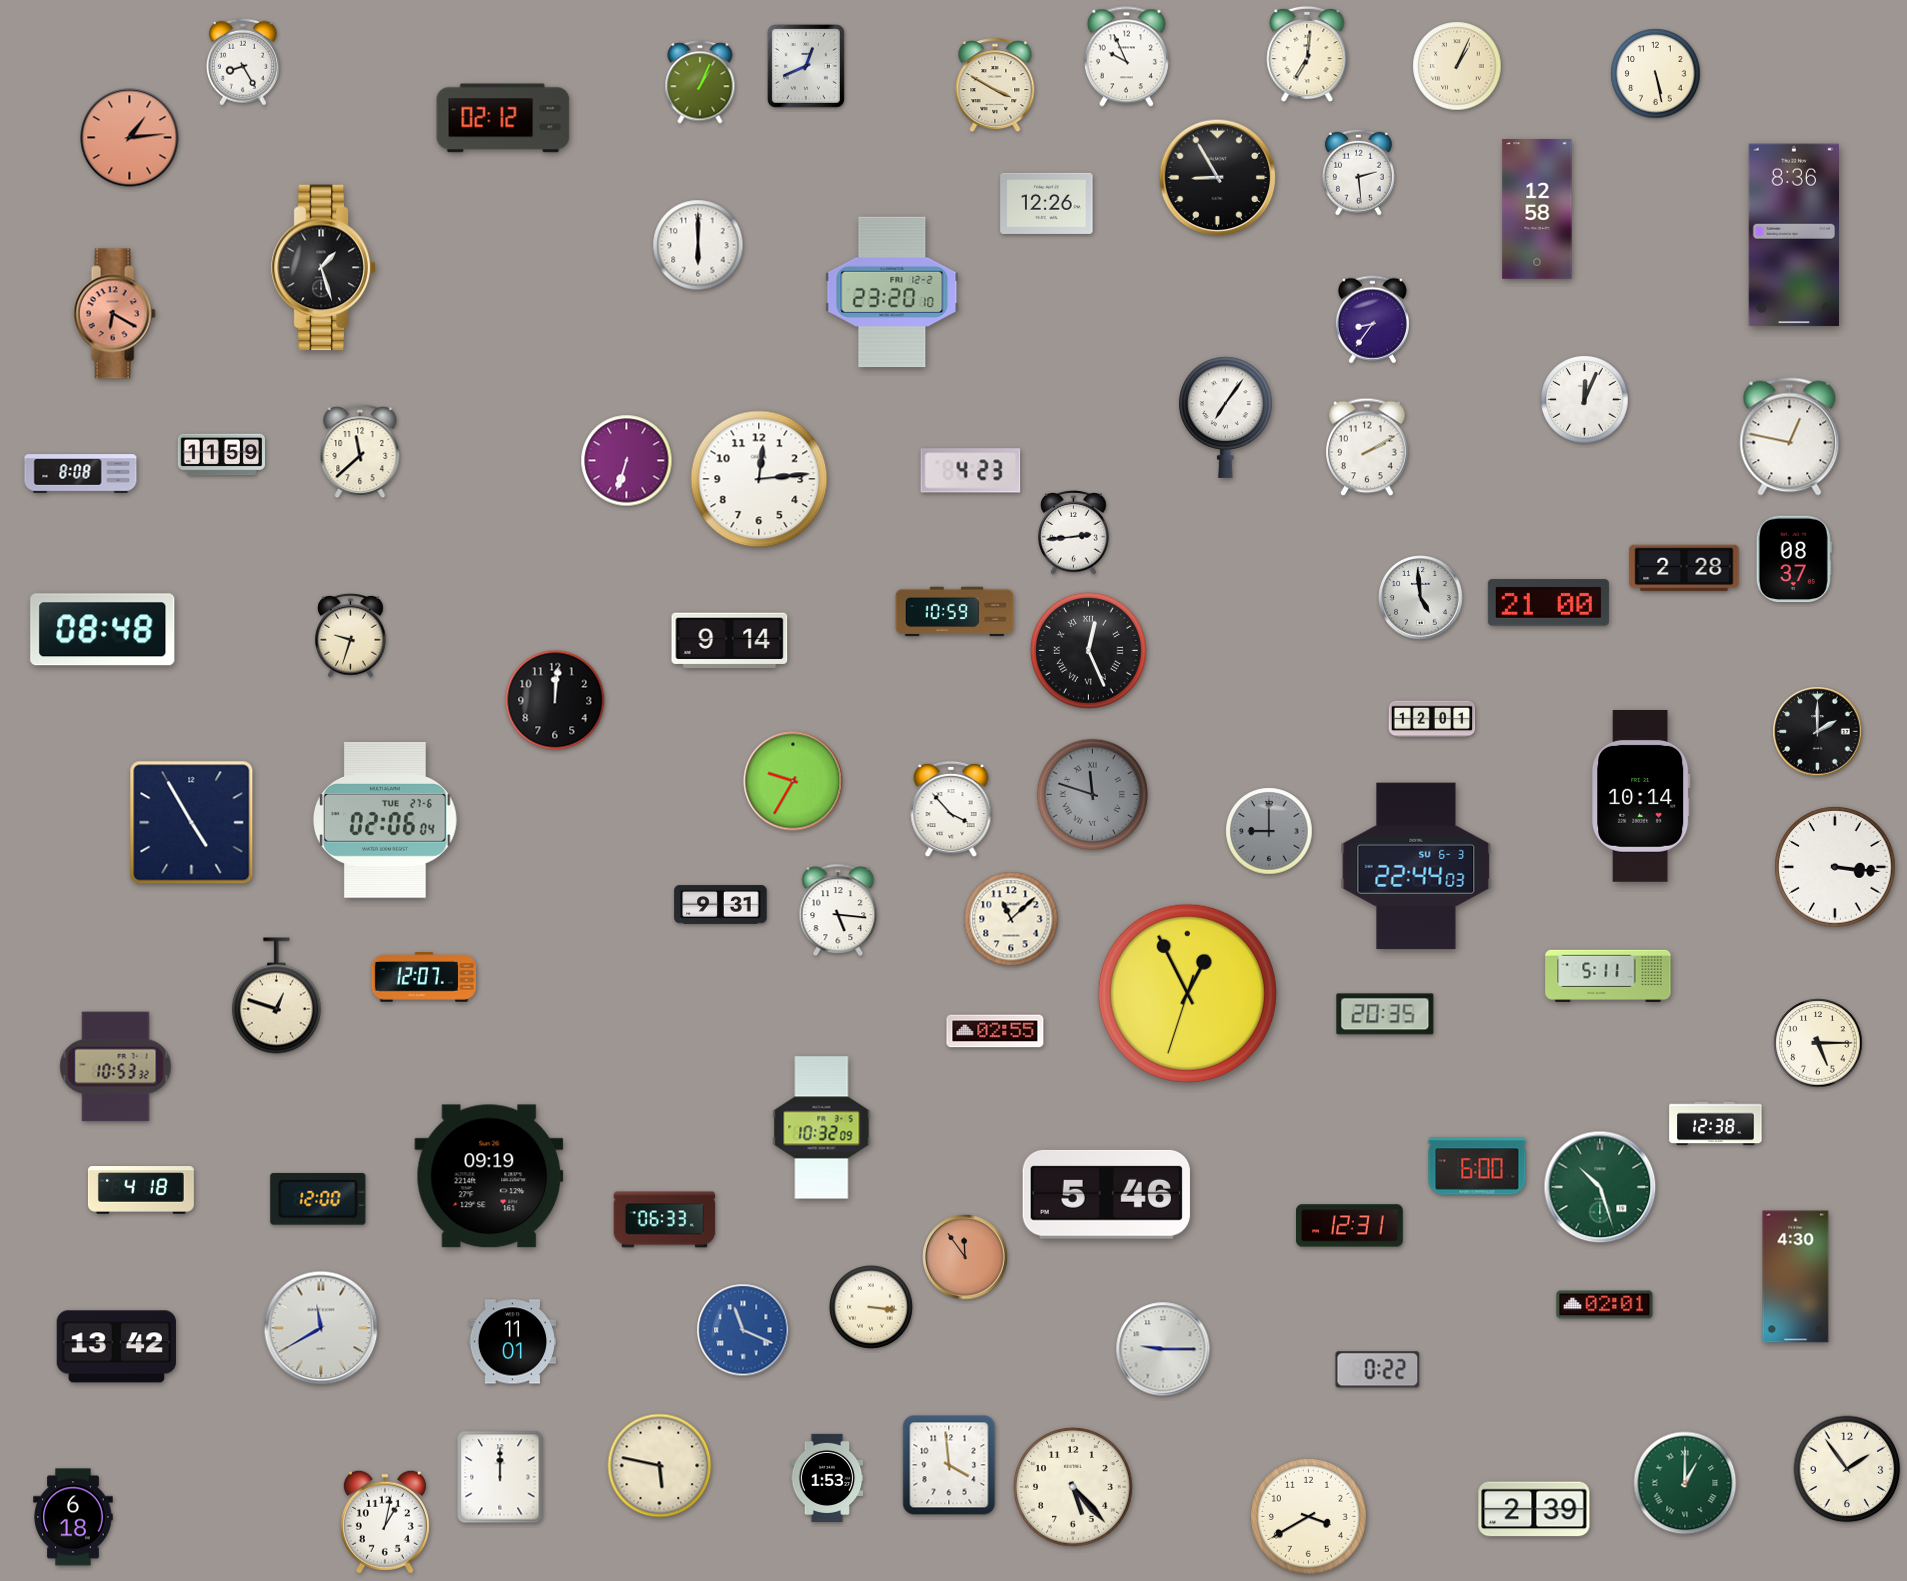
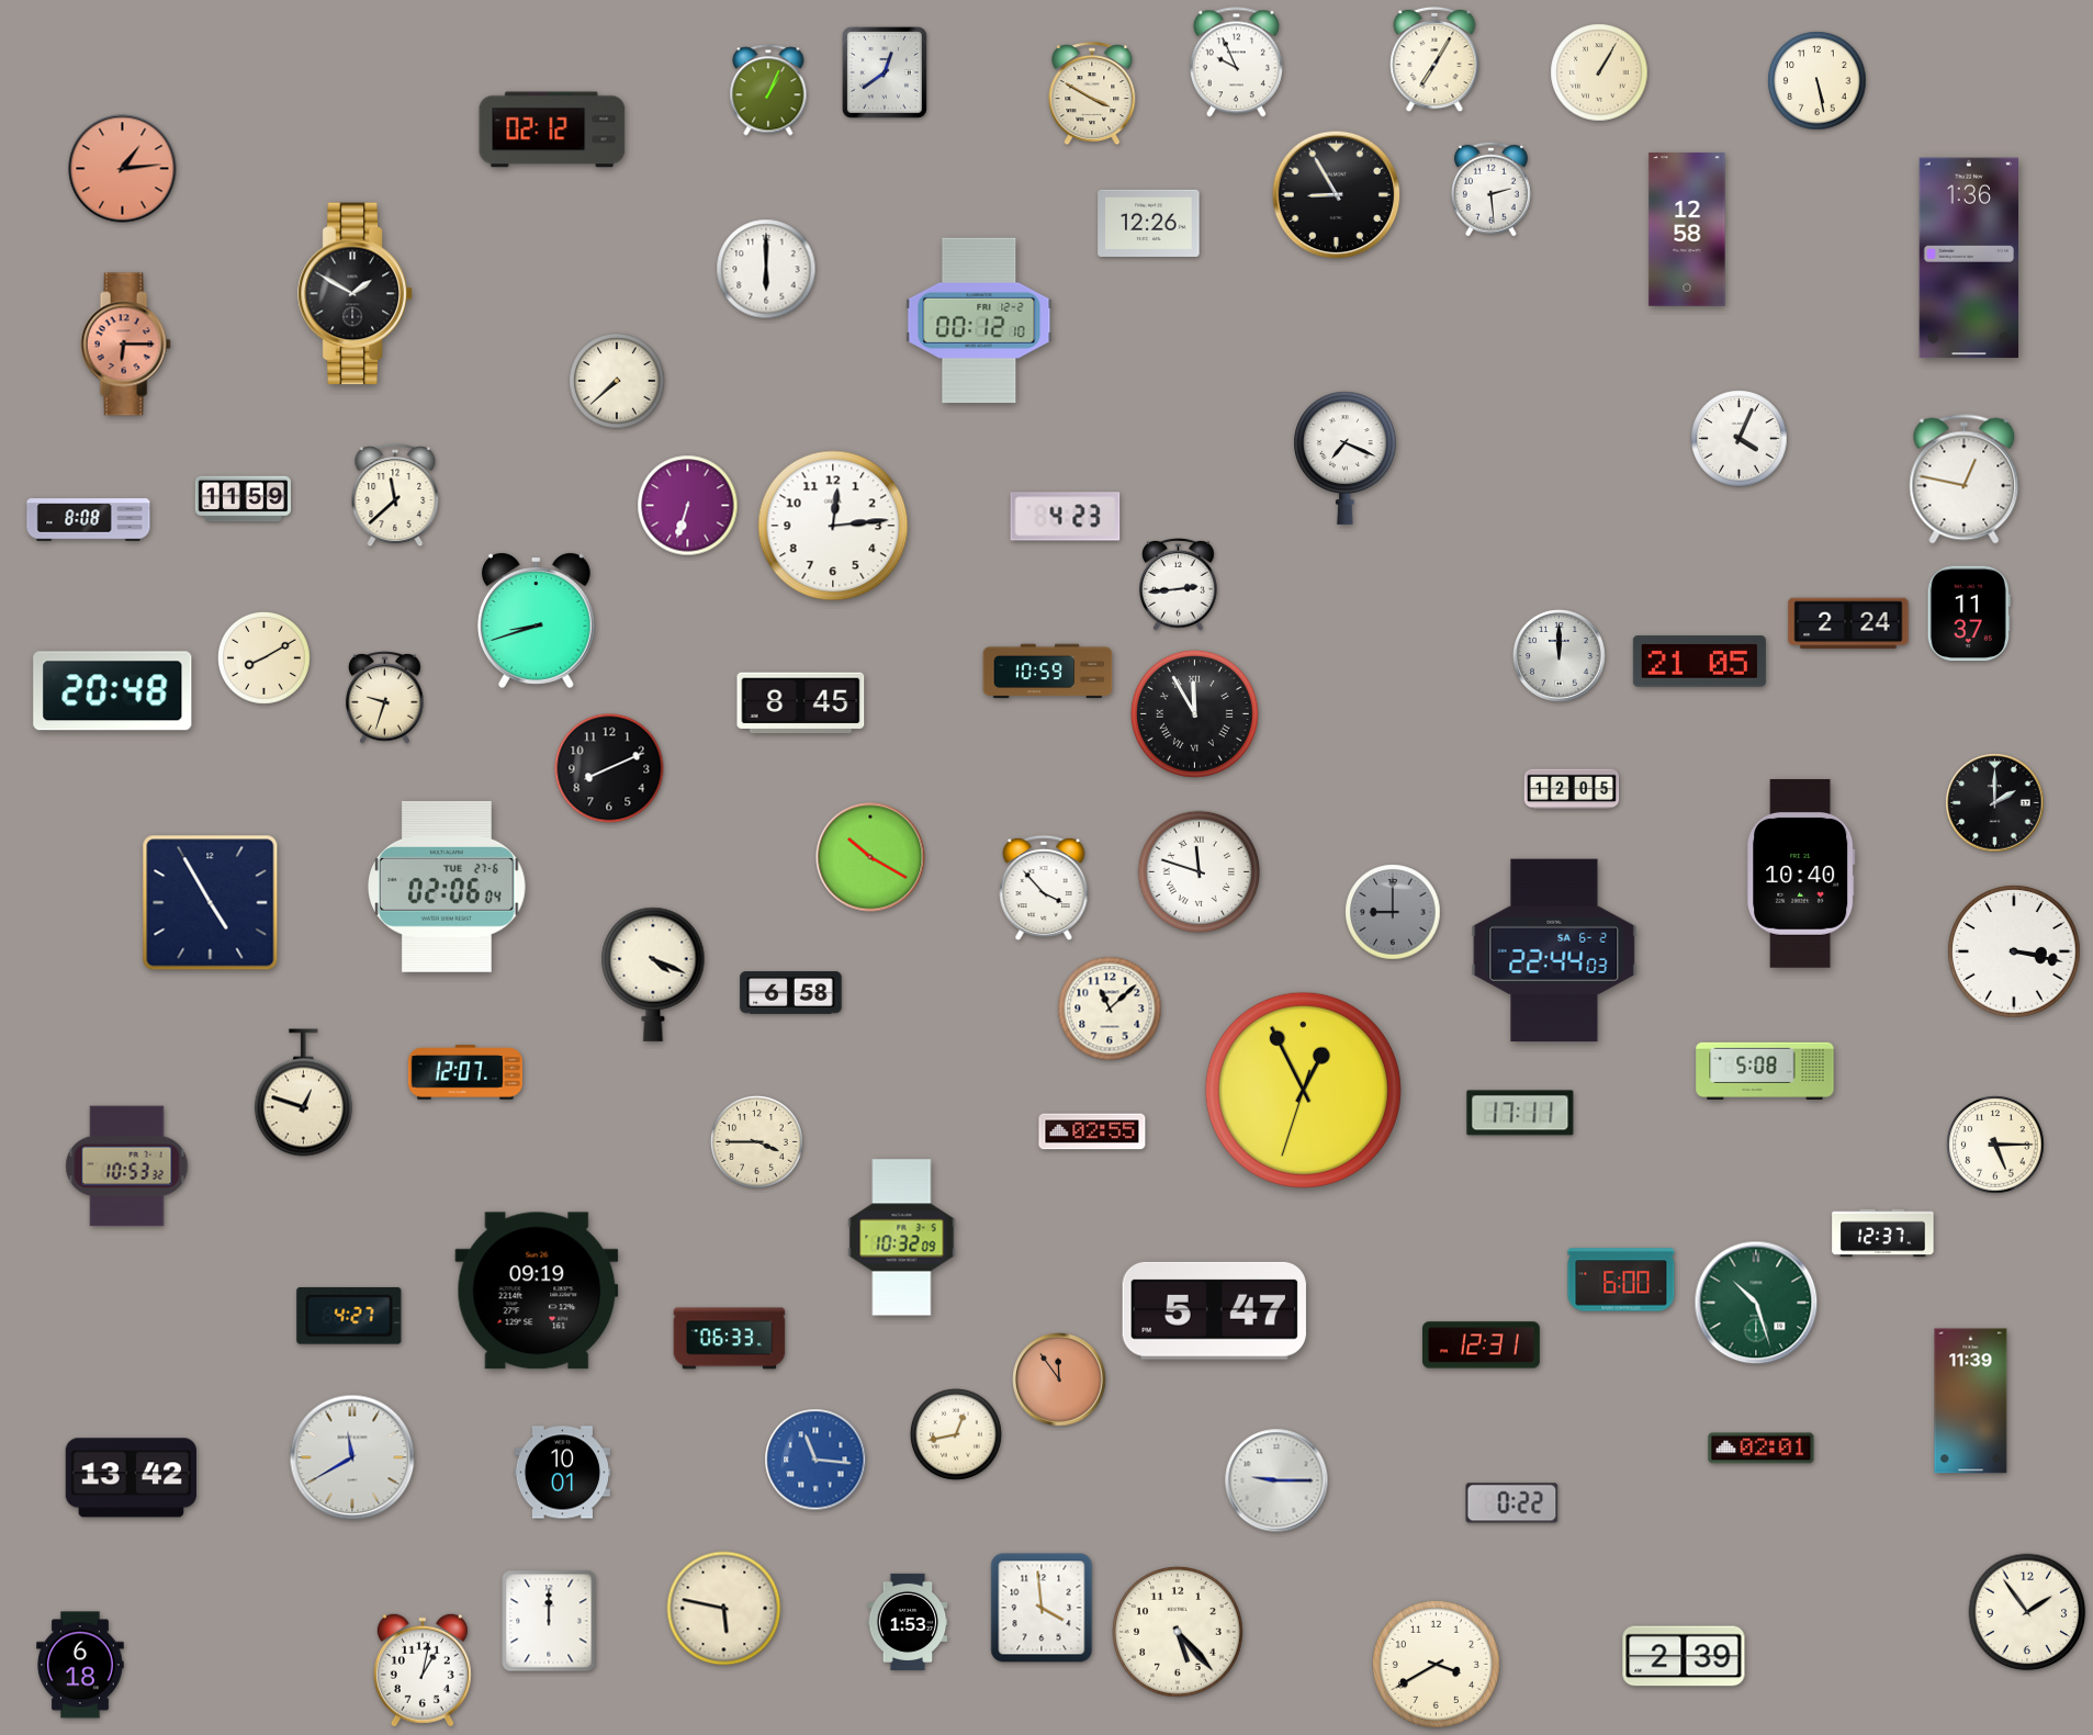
clock at (1307, 54): 7:01 -> 7:05
clock at (243, 62): 8:25 -> none
clock at (806, 66): 12:41 -> 12:39
clock at (1457, 66): 1:04 -> 1:05
clock at (130, 138) position: (130, 138) -> (123, 169)
clock at (1793, 235): 8:36 -> 1:36
clock at (324, 268): 1:27 -> 1:50
clock at (892, 292): 23:20 -> 00:12
clock at (114, 314): 6:20 -> 6:15
clock at (1372, 320): 8:36 -> none
clock at (617, 381): none -> 7:38
clock at (1585, 400): 12:04 -> 4:04
clock at (1226, 417): 7:06 -> 7:19
clock at (1367, 447): 2:10 -> none
clock at (1794, 559): 08:37 -> 11:37
clock at (536, 620): none -> 8:42
clock at (1684, 568): 2:28 -> 2:24
clock at (1421, 598): 4:59 -> 12:00
clock at (265, 658): none -> 8:10
clock at (1548, 603): 21:00 -> 21:05
clock at (103, 630): 08:48 -> 20:48
clock at (730, 641): 9:14 -> 8:45
clock at (1088, 650): 12:26 -> 11:55
clock at (555, 700): 12:01 -> 8:11
clock at (1432, 719): 12:01 -> 12:05
clock at (793, 781): 9:35 -> 10:20
clock at (1092, 794) dial: grey -> white
clock at (1641, 796): 10:14 -> 10:40
clock at (386, 820) position: (386, 820) -> (448, 887)
clock at (1416, 866) date: SU 6-3 -> SA 6-2
clock at (1835, 867): 3:16 -> 3:17
clock at (653, 974): none -> 4:19
clock at (721, 905): 9:31 -> 6:58
clock at (838, 909): 5:16 -> none
clock at (1608, 976): 5:11 -> 5:08
clock at (1385, 1014): 20:35 -> 17:11
clock at (757, 1142): none -> 3:45
clock at (116, 1067) position: (116, 1067) -> (127, 1167)
clock at (1716, 1124): 12:38 -> 12:37
clock at (141, 1190): 4:18 -> none
clock at (1106, 1194): 5:46 -> 5:47
clock at (318, 1199): 12:00 -> 4:27
clock at (1796, 1277): 4:30 -> 11:39
clock at (1605, 1305) position: (1605, 1305) -> (1762, 1449)
clock at (871, 1307): 3:16 -> 12:43
clock at (743, 1330): 11:19 -> 11:16
clock at (512, 1342): 11:01 -> 10:01
clock at (116, 1347) position: (116, 1347) -> (131, 1478)
clock at (1685, 1483): 1:00 -> none
